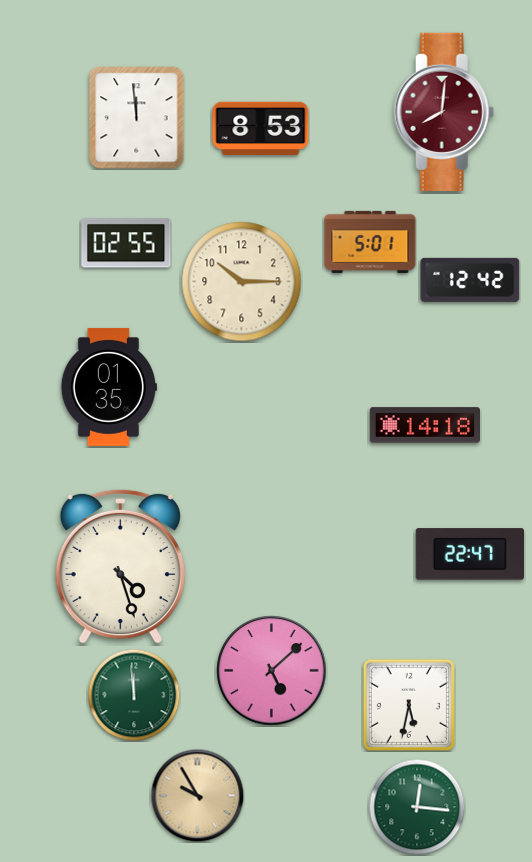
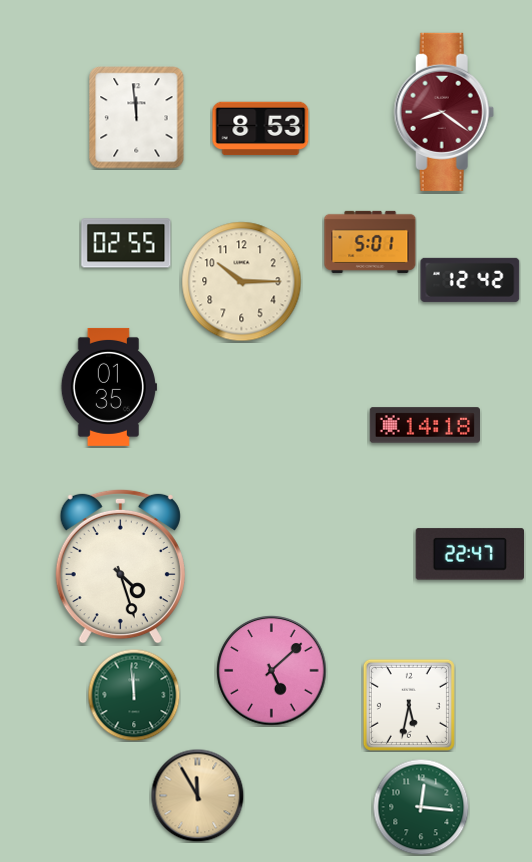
clock at (444, 112): 8:01 -> 8:21
clock at (197, 795): 9:55 -> 11:55
clock at (417, 807) position: (417, 807) -> (421, 807)
